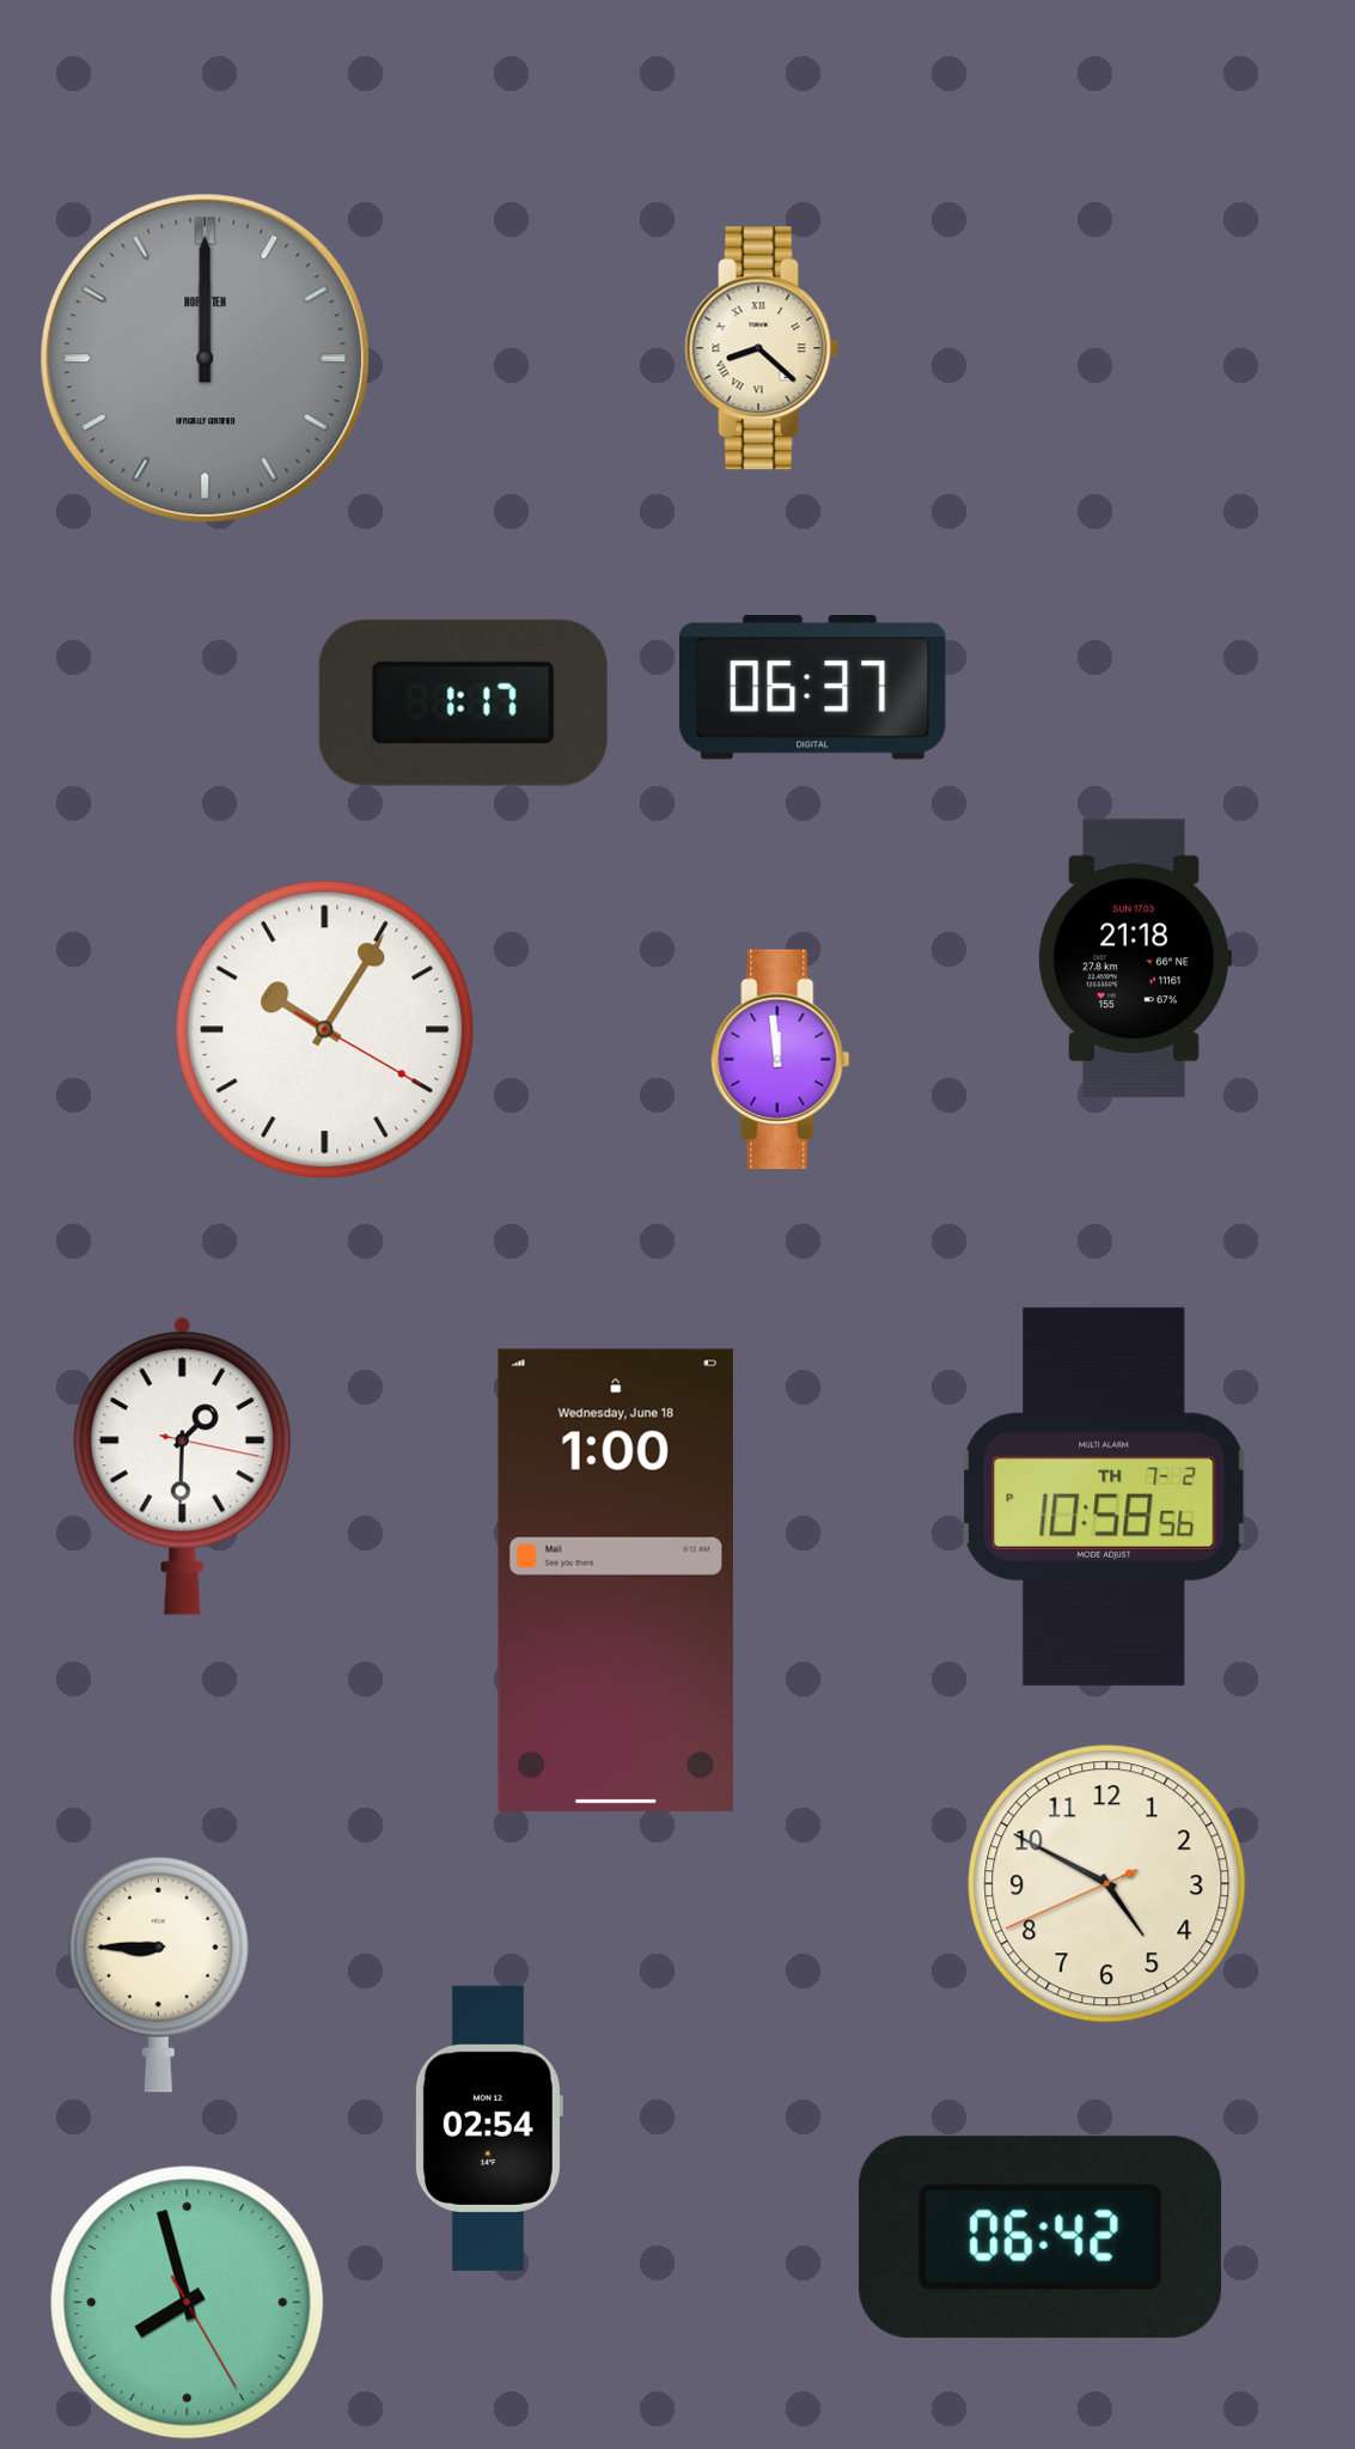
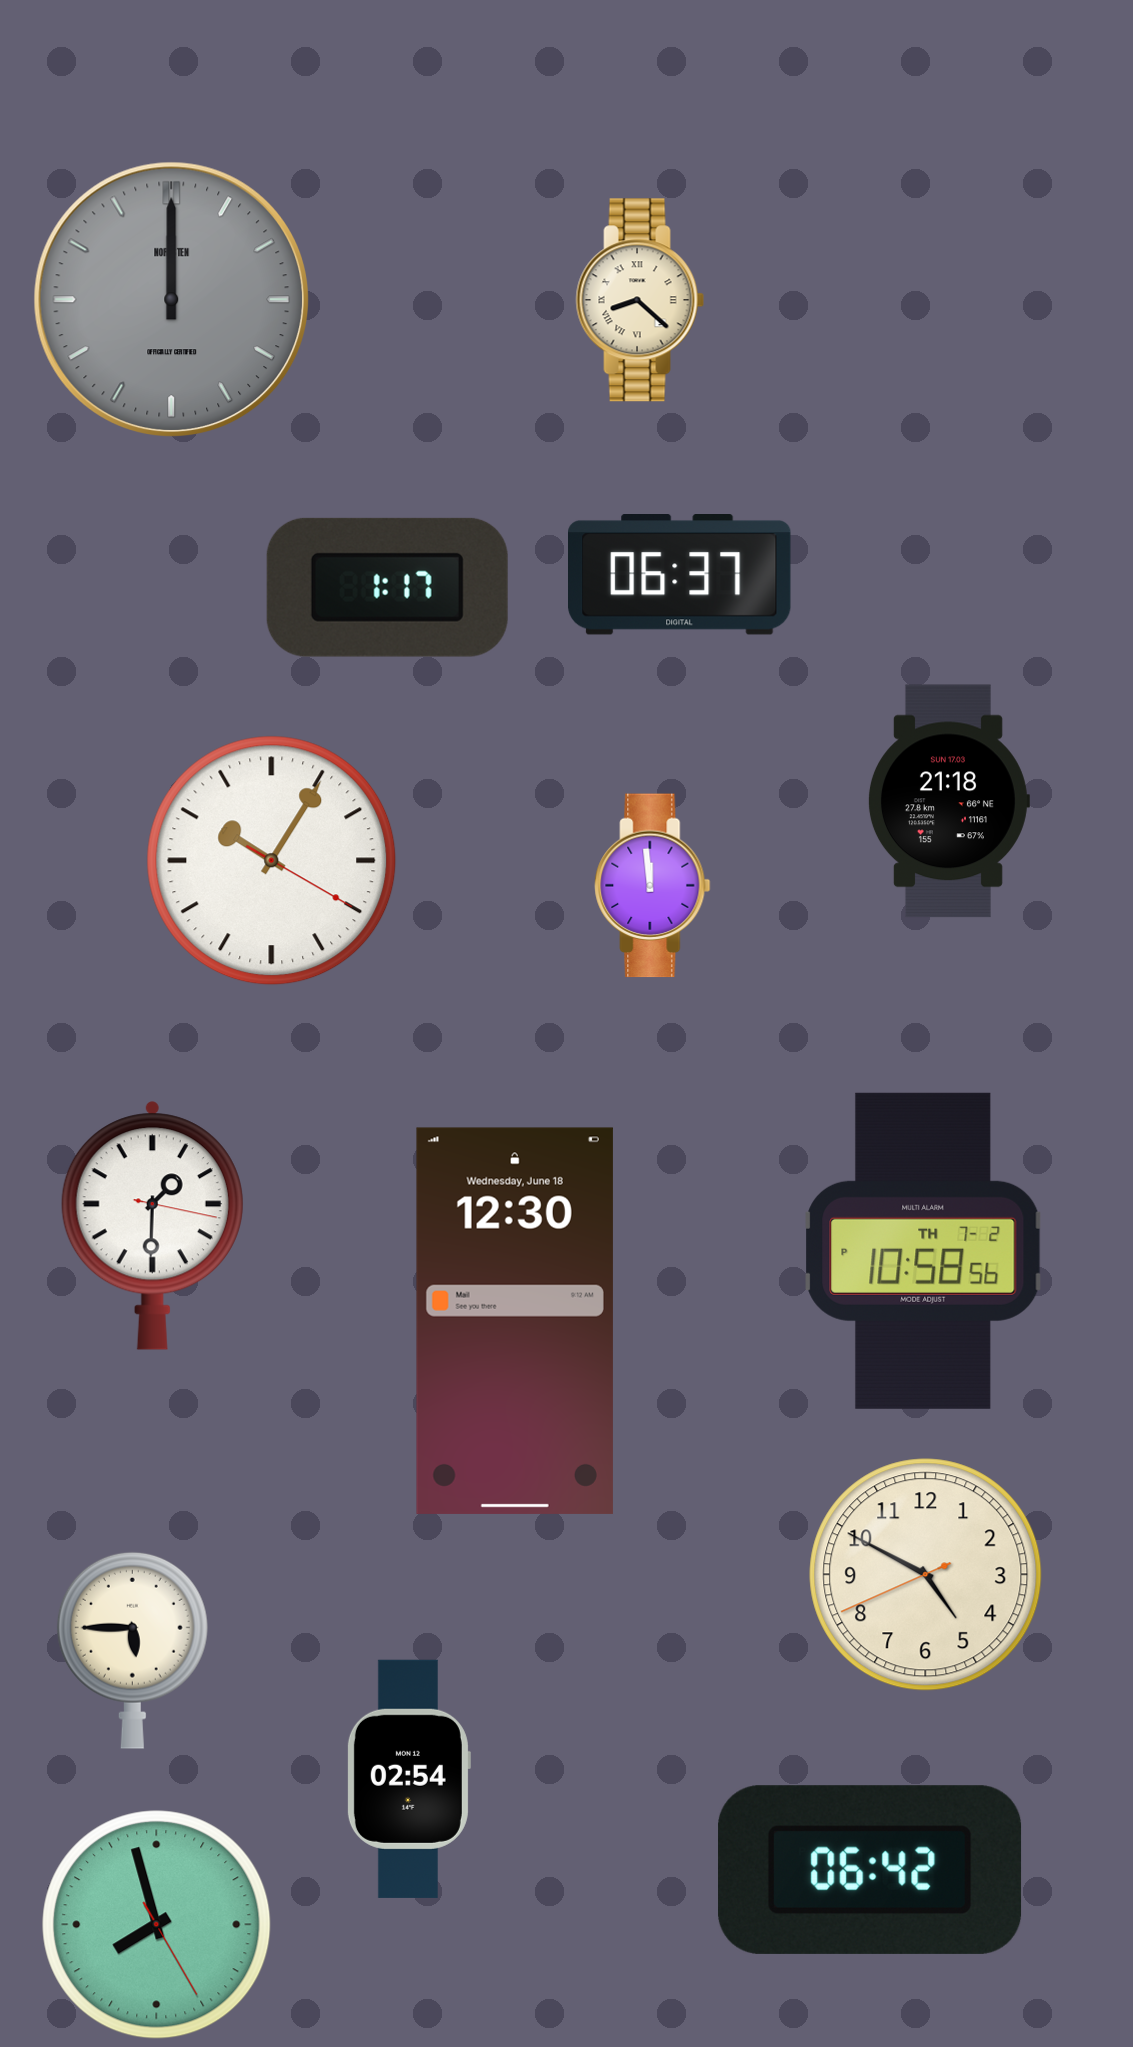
clock at (762, 348) position: (762, 348) -> (640, 300)
clock at (616, 1580): 1:00 -> 12:30
clock at (158, 1974): 8:45 -> 5:45
